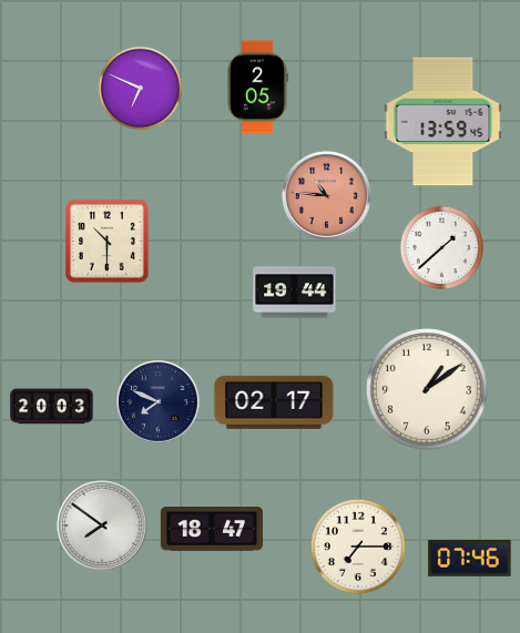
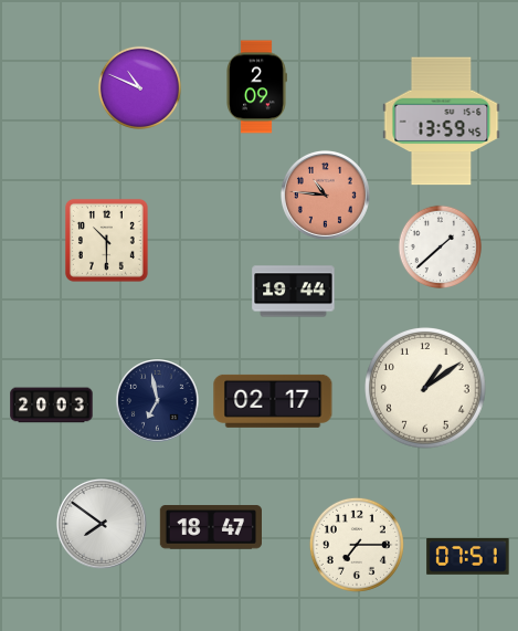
clock at (140, 88): 6:49 -> 10:49
clock at (257, 88): 2:05 -> 2:09
clock at (159, 402): 7:49 -> 6:58
clock at (470, 559): 07:46 -> 07:51
